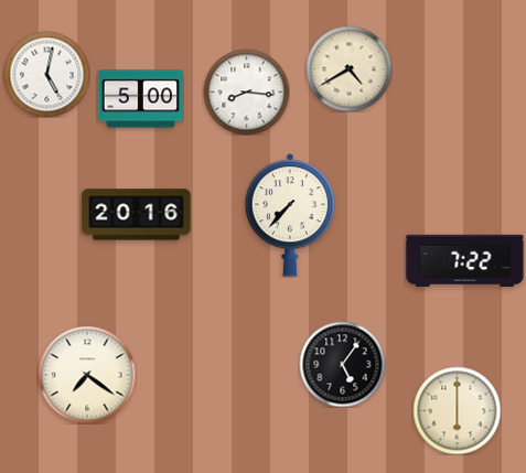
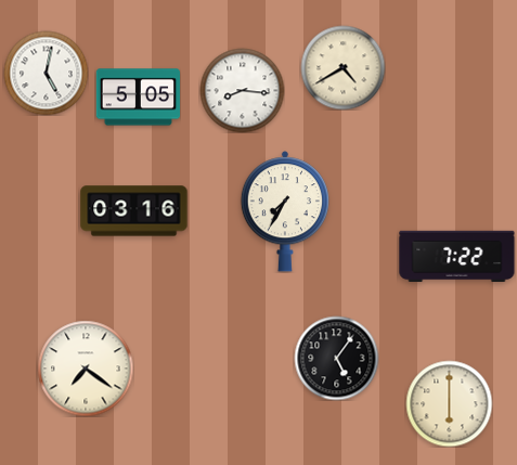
clock at (140, 99): 5:00 -> 5:05
clock at (137, 215): 20:16 -> 03:16
clock at (289, 215): 7:37 -> 7:35
